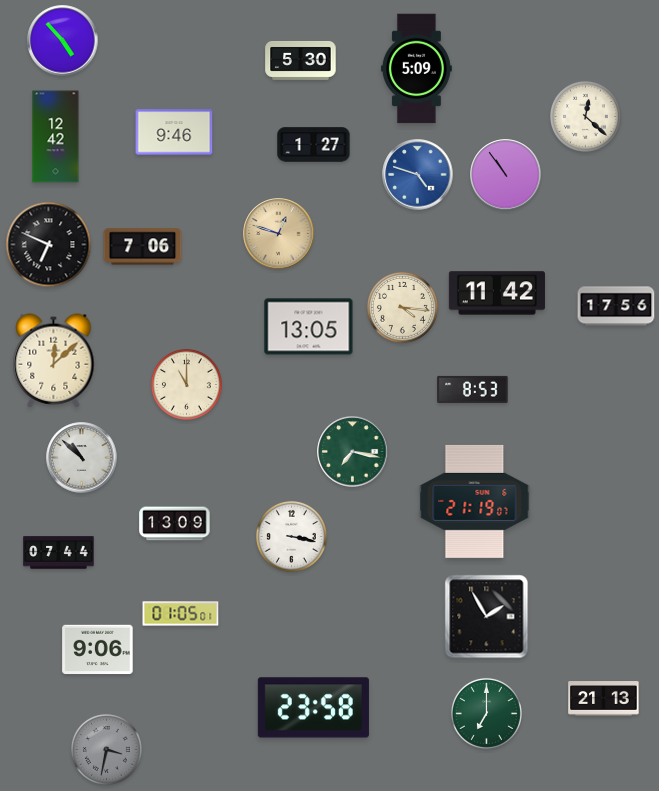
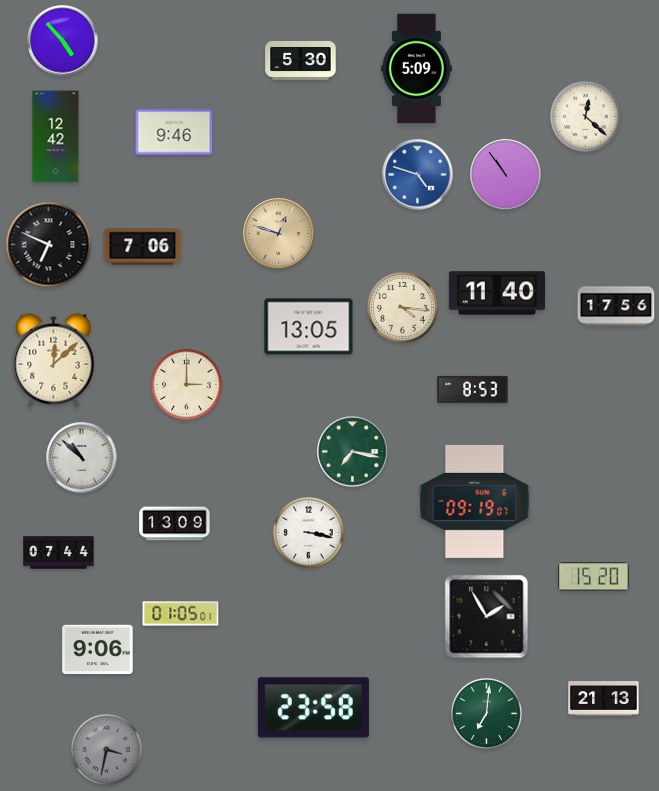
clock at (314, 145): 1:27 -> none
clock at (497, 293): 11:42 -> 11:40
clock at (186, 384): 11:00 -> 3:00
clock at (475, 501): 21:19 -> 09:19
clock at (291, 536) position: (291, 536) -> (308, 532)
clock at (594, 577): none -> 15:20
clock at (486, 713): 7:00 -> 7:01
